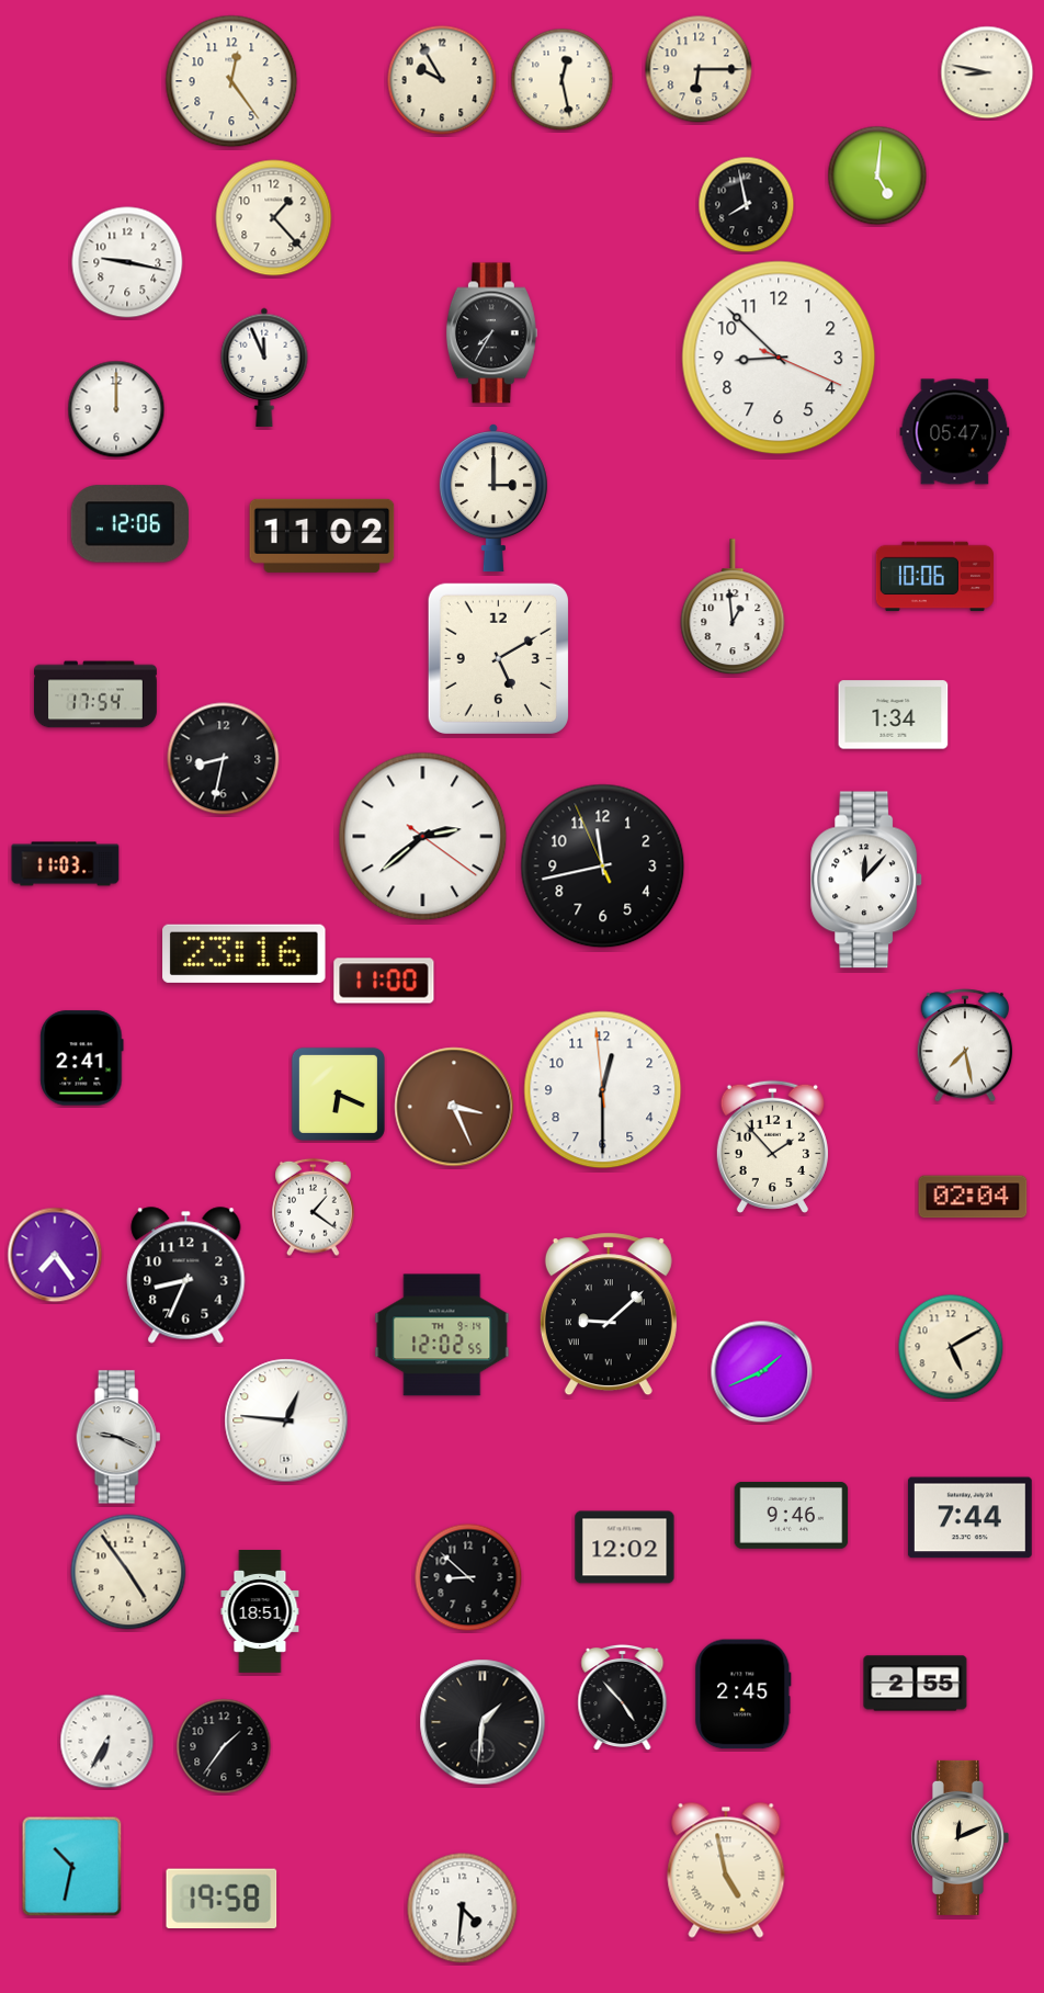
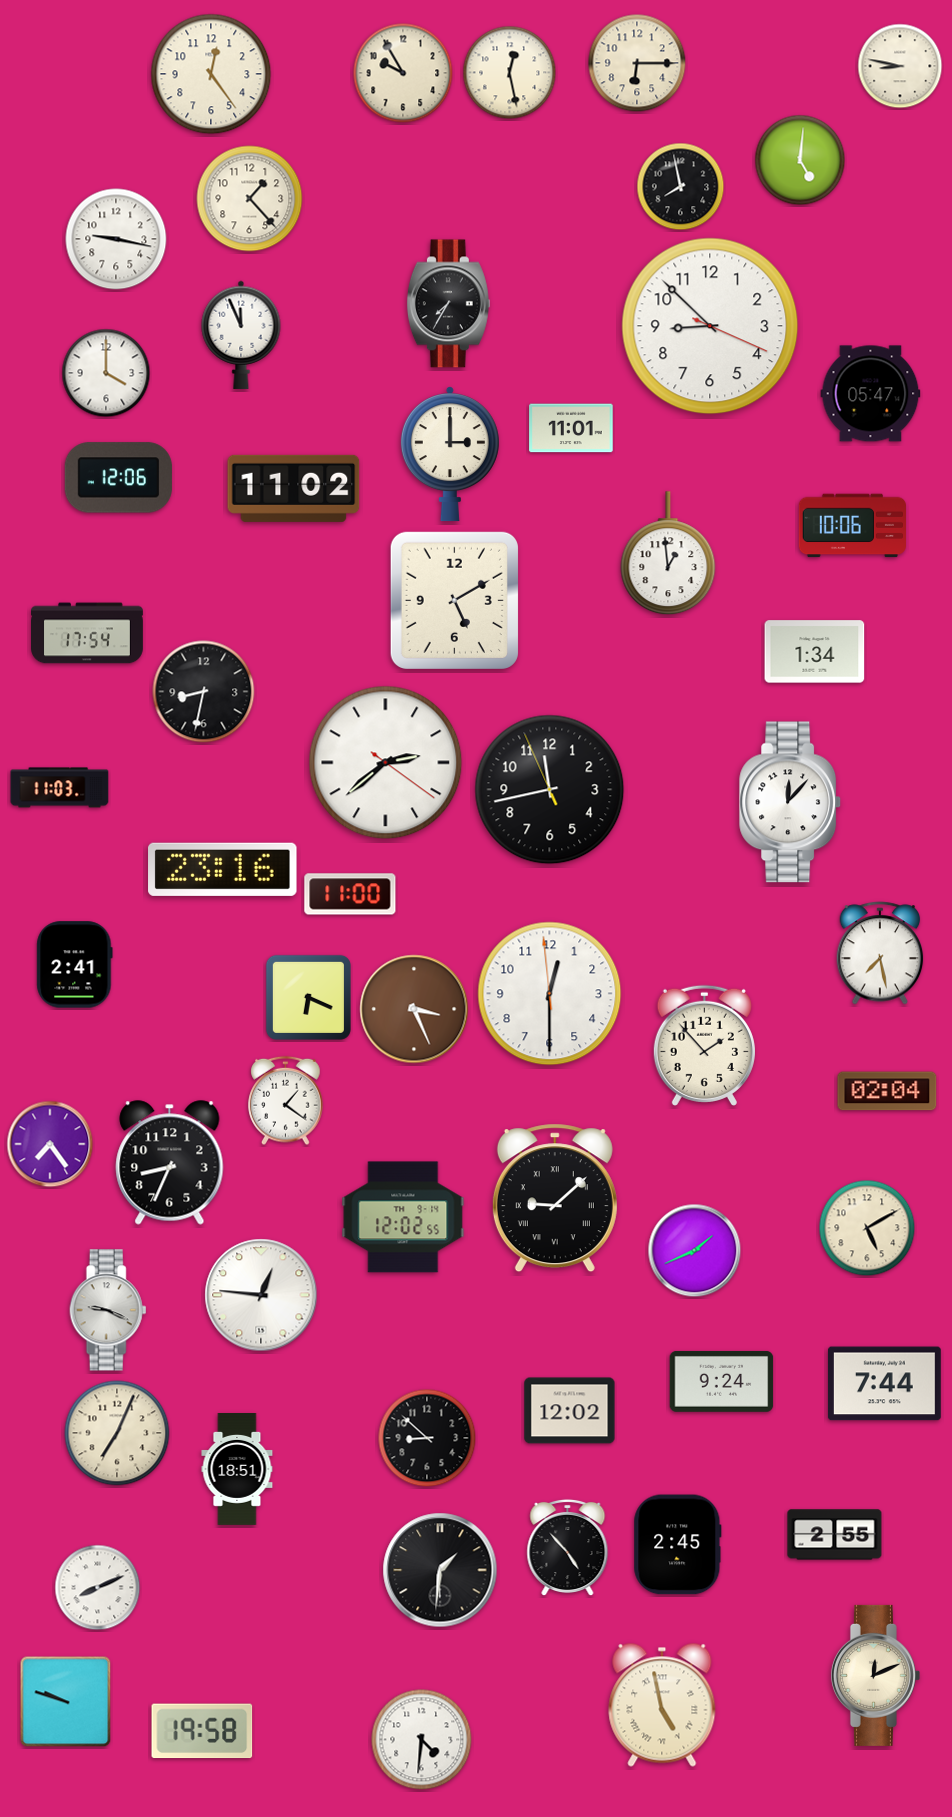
clock at (563, 80) position: (563, 80) -> (510, 73)
clock at (116, 409): 12:00 -> 4:00
clock at (571, 428): none -> 11:01
clock at (792, 1515): 9:46 -> 9:24
clock at (128, 1572): 4:54 -> 7:04
clock at (107, 1742): 6:35 -> 8:11
clock at (224, 1746): 1:36 -> none
clock at (72, 1867): 10:32 -> 9:48
